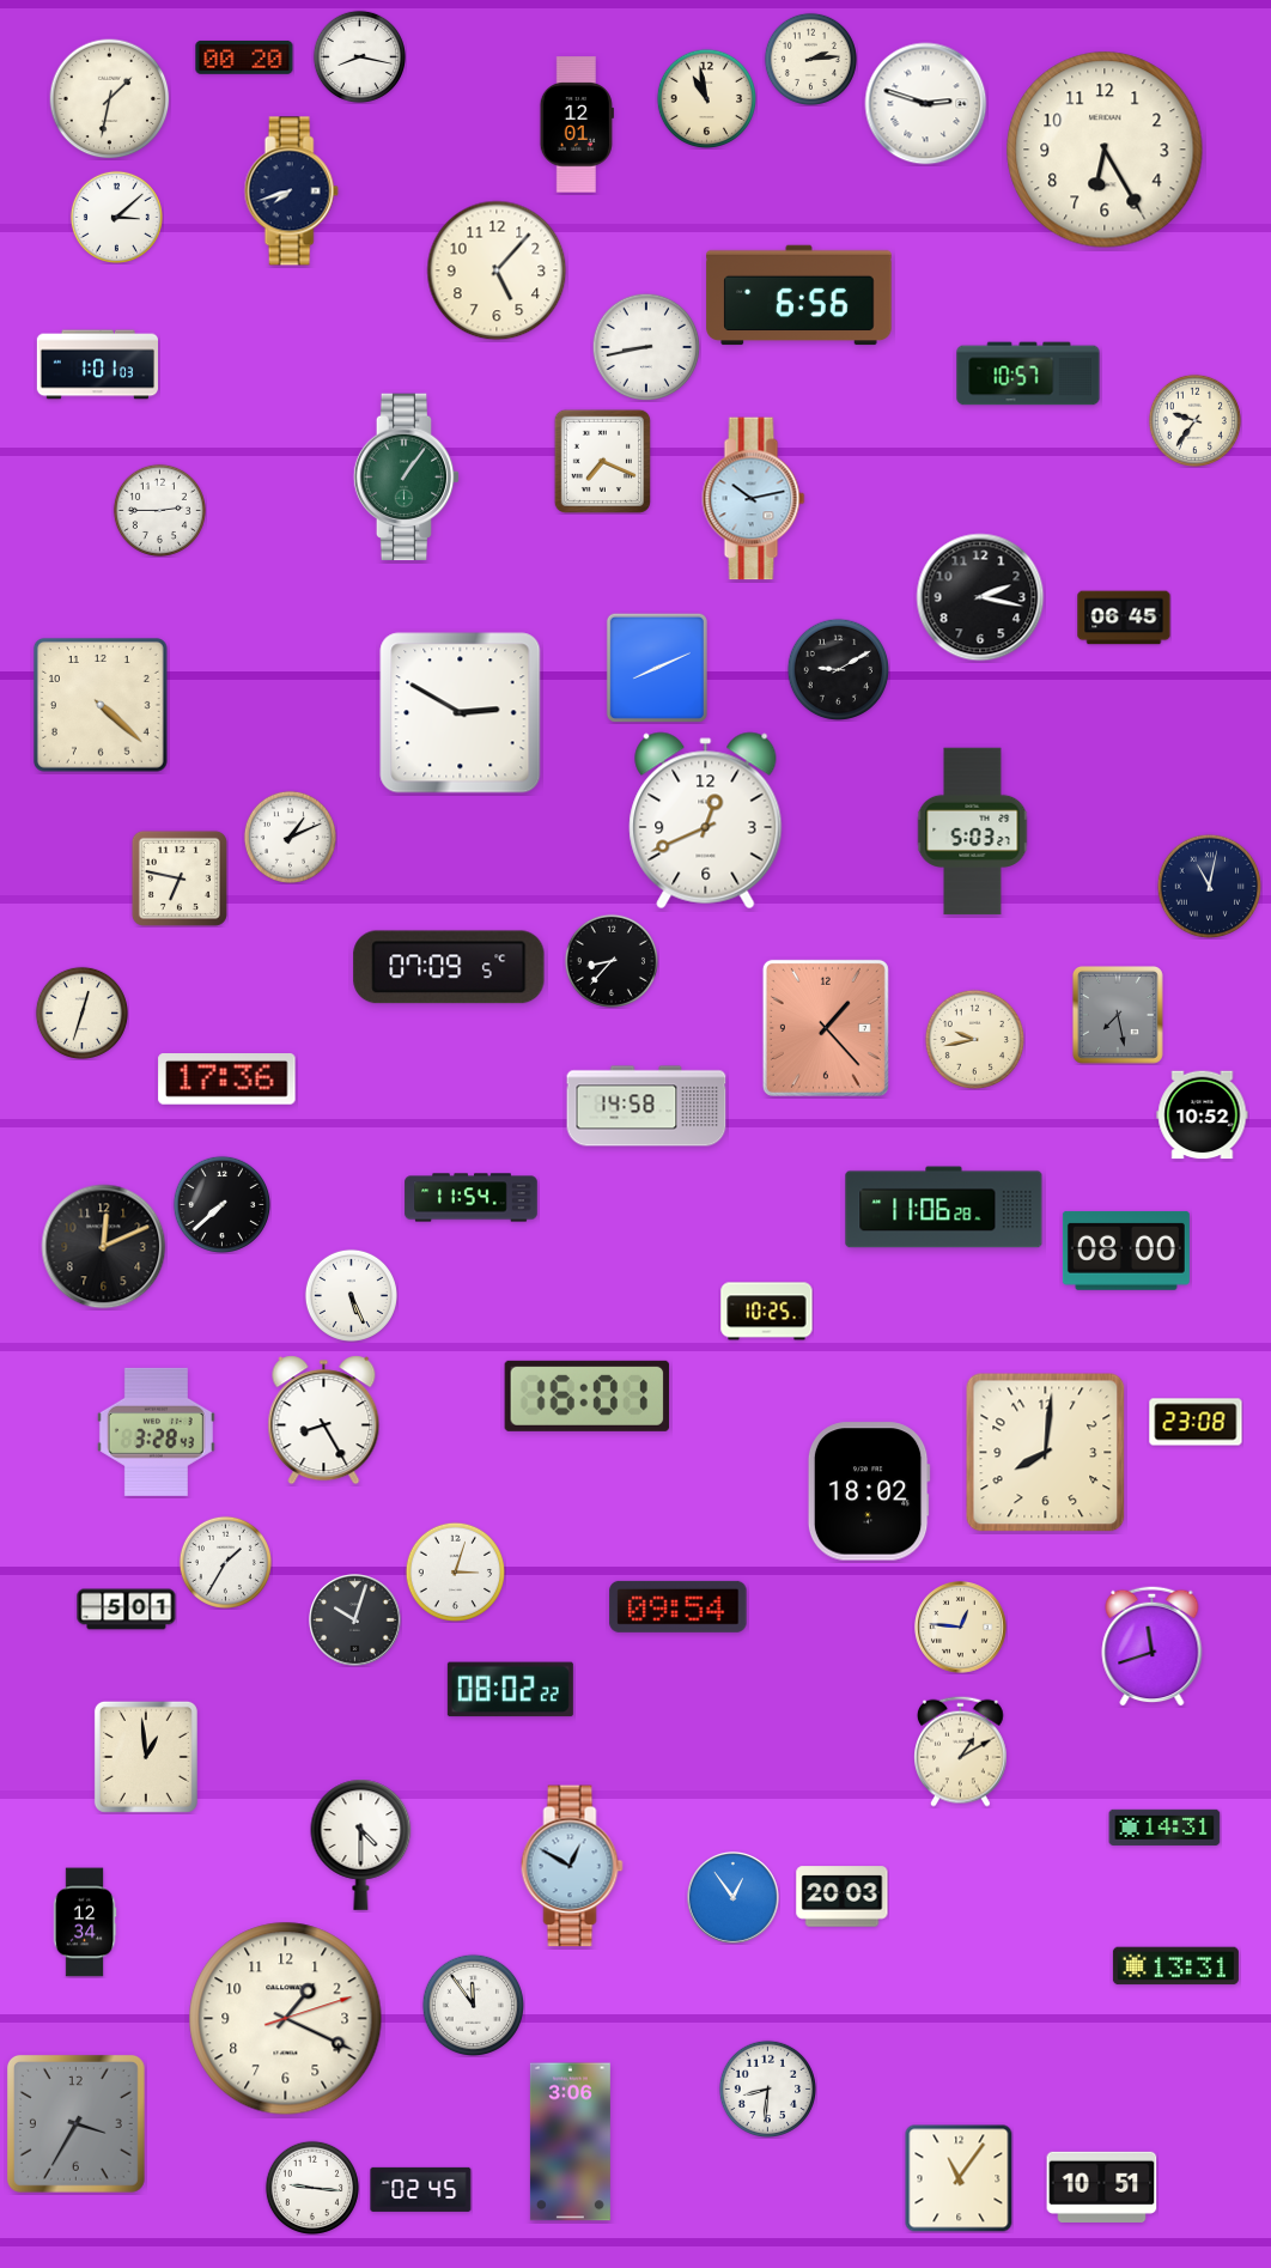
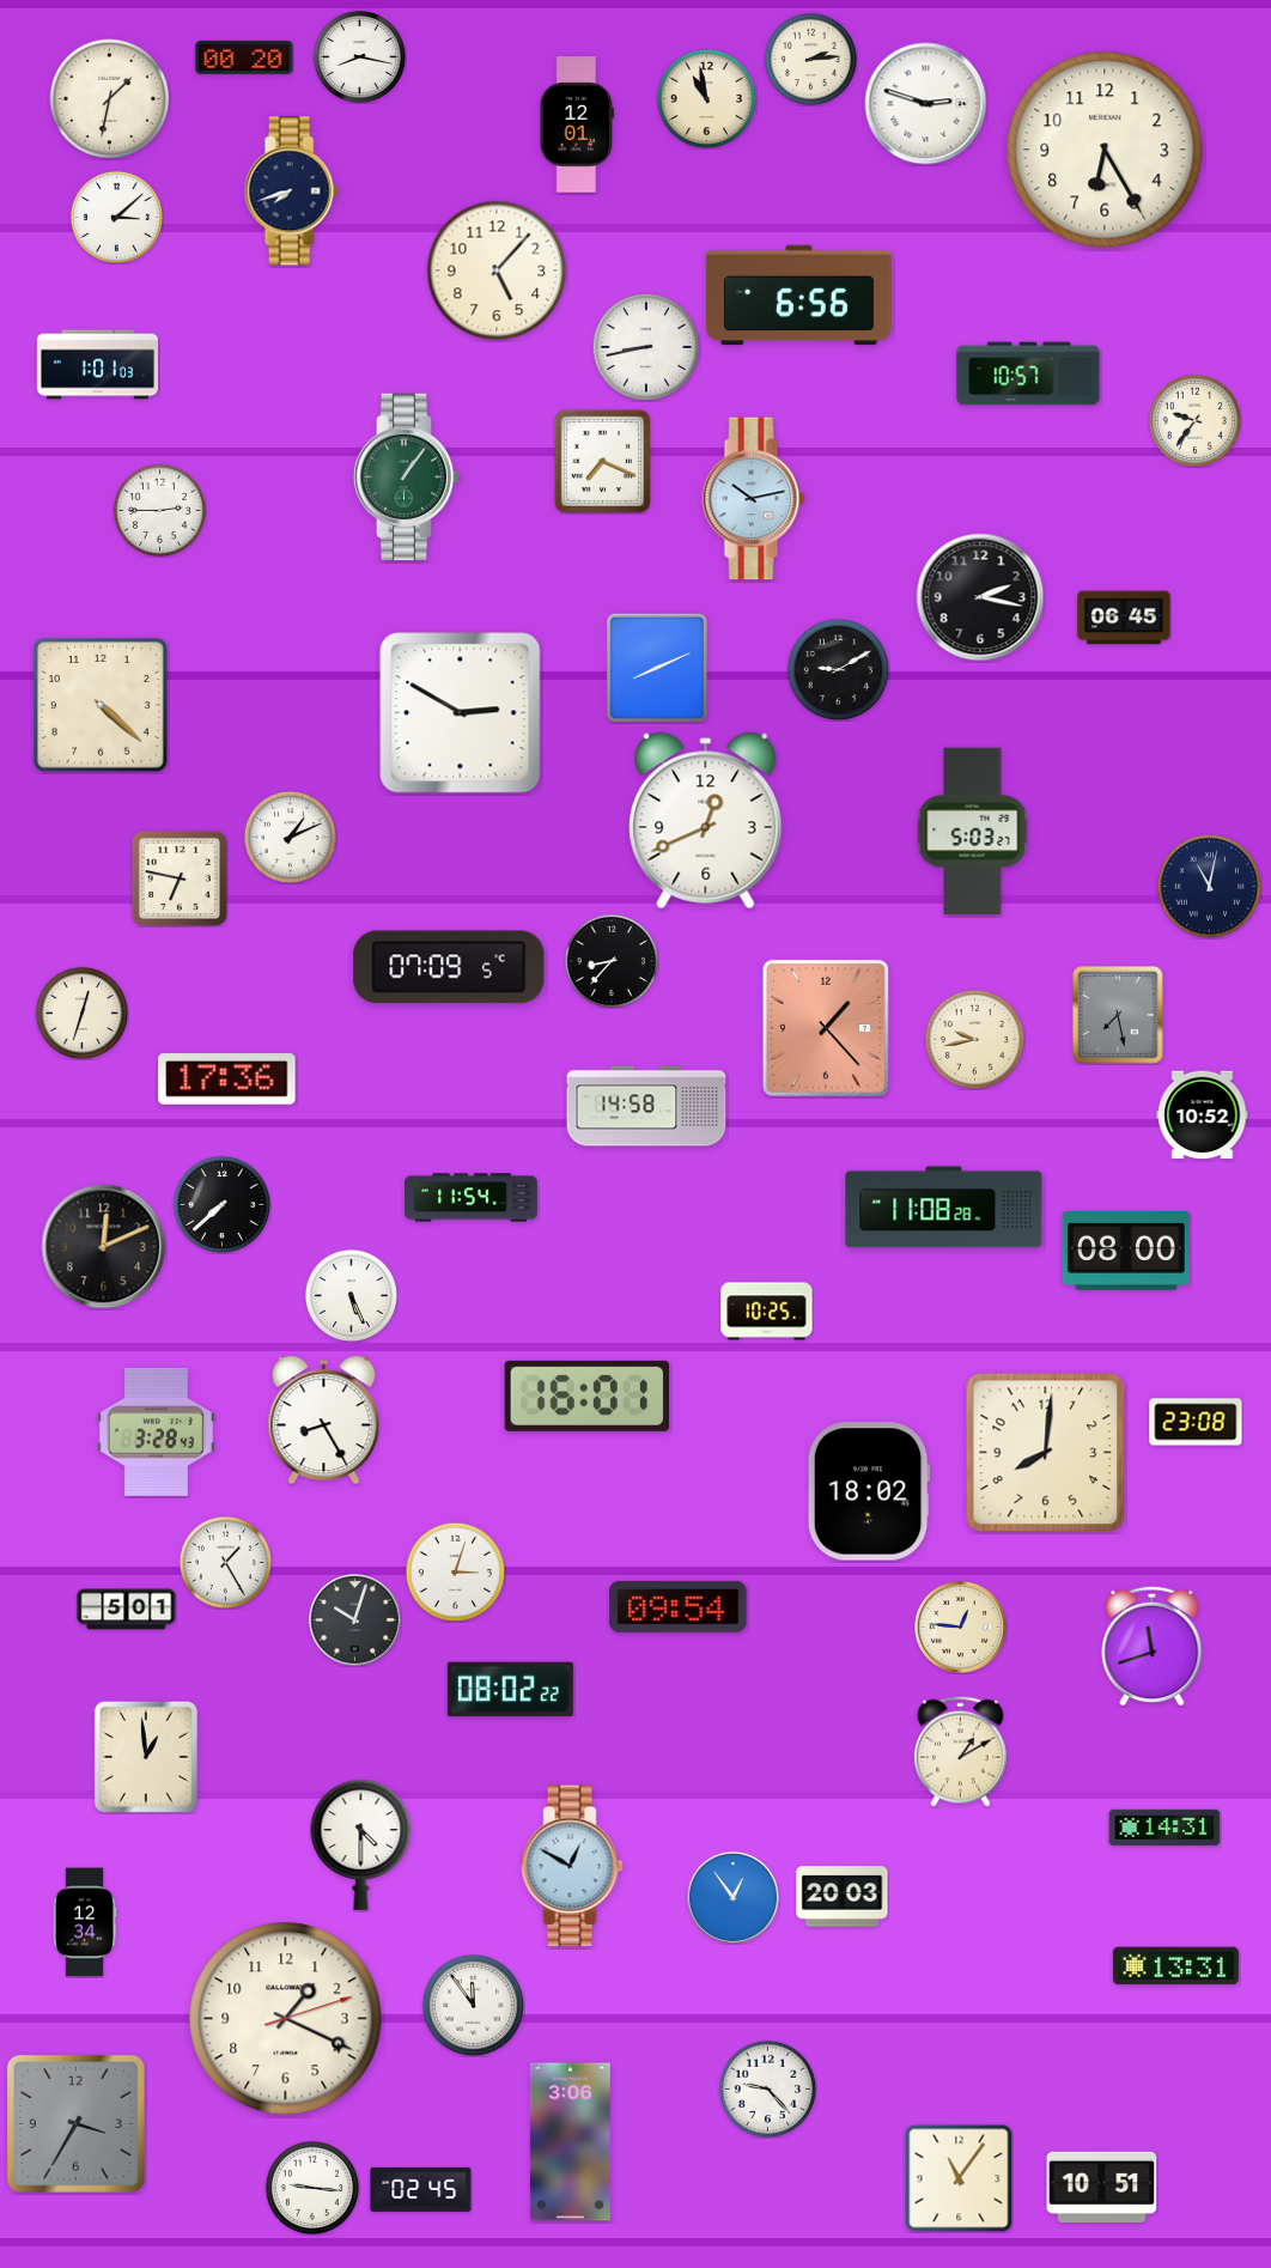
clock at (944, 1208): 11:06 -> 11:08
clock at (225, 1562): 1:35 -> 1:25
clock at (767, 2088): 8:31 -> 9:23
